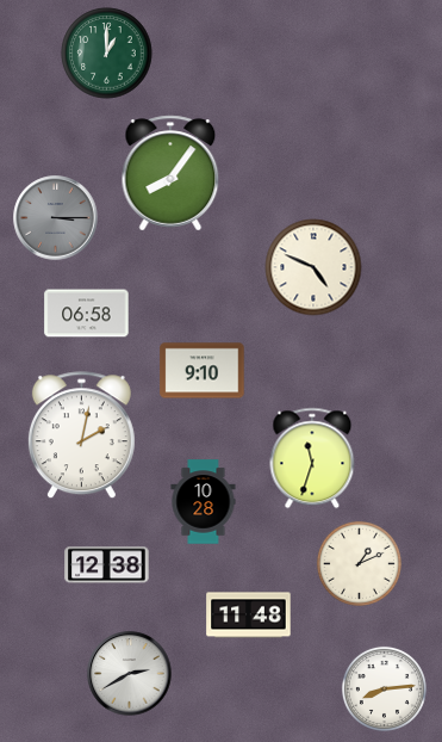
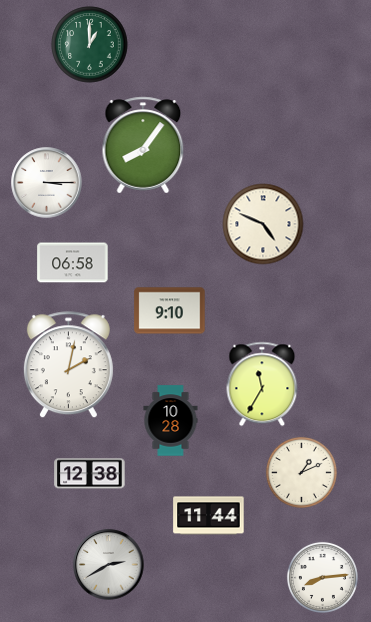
clock at (56, 218) dial: grey -> white
clock at (312, 458): 11:33 -> 11:35
clock at (249, 616): 11:48 -> 11:44
